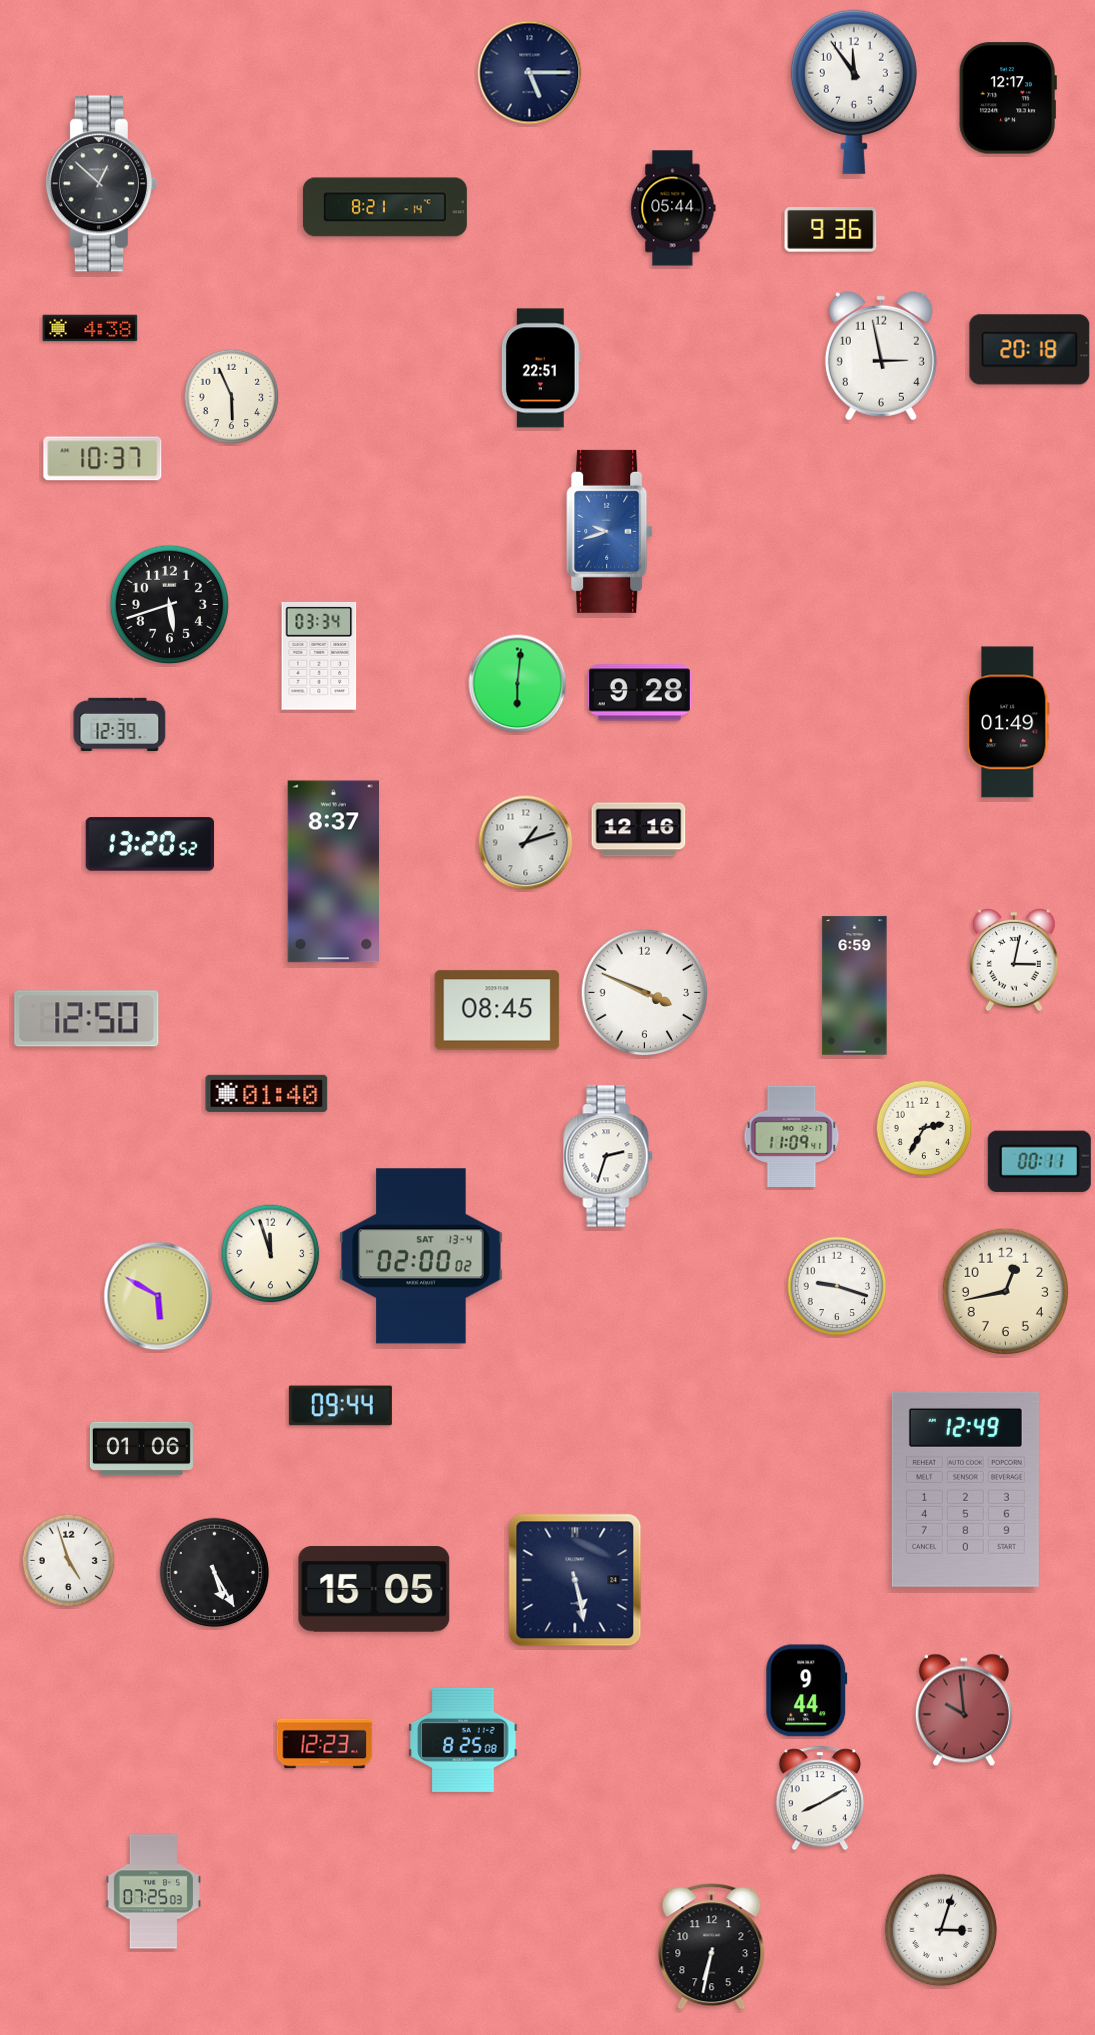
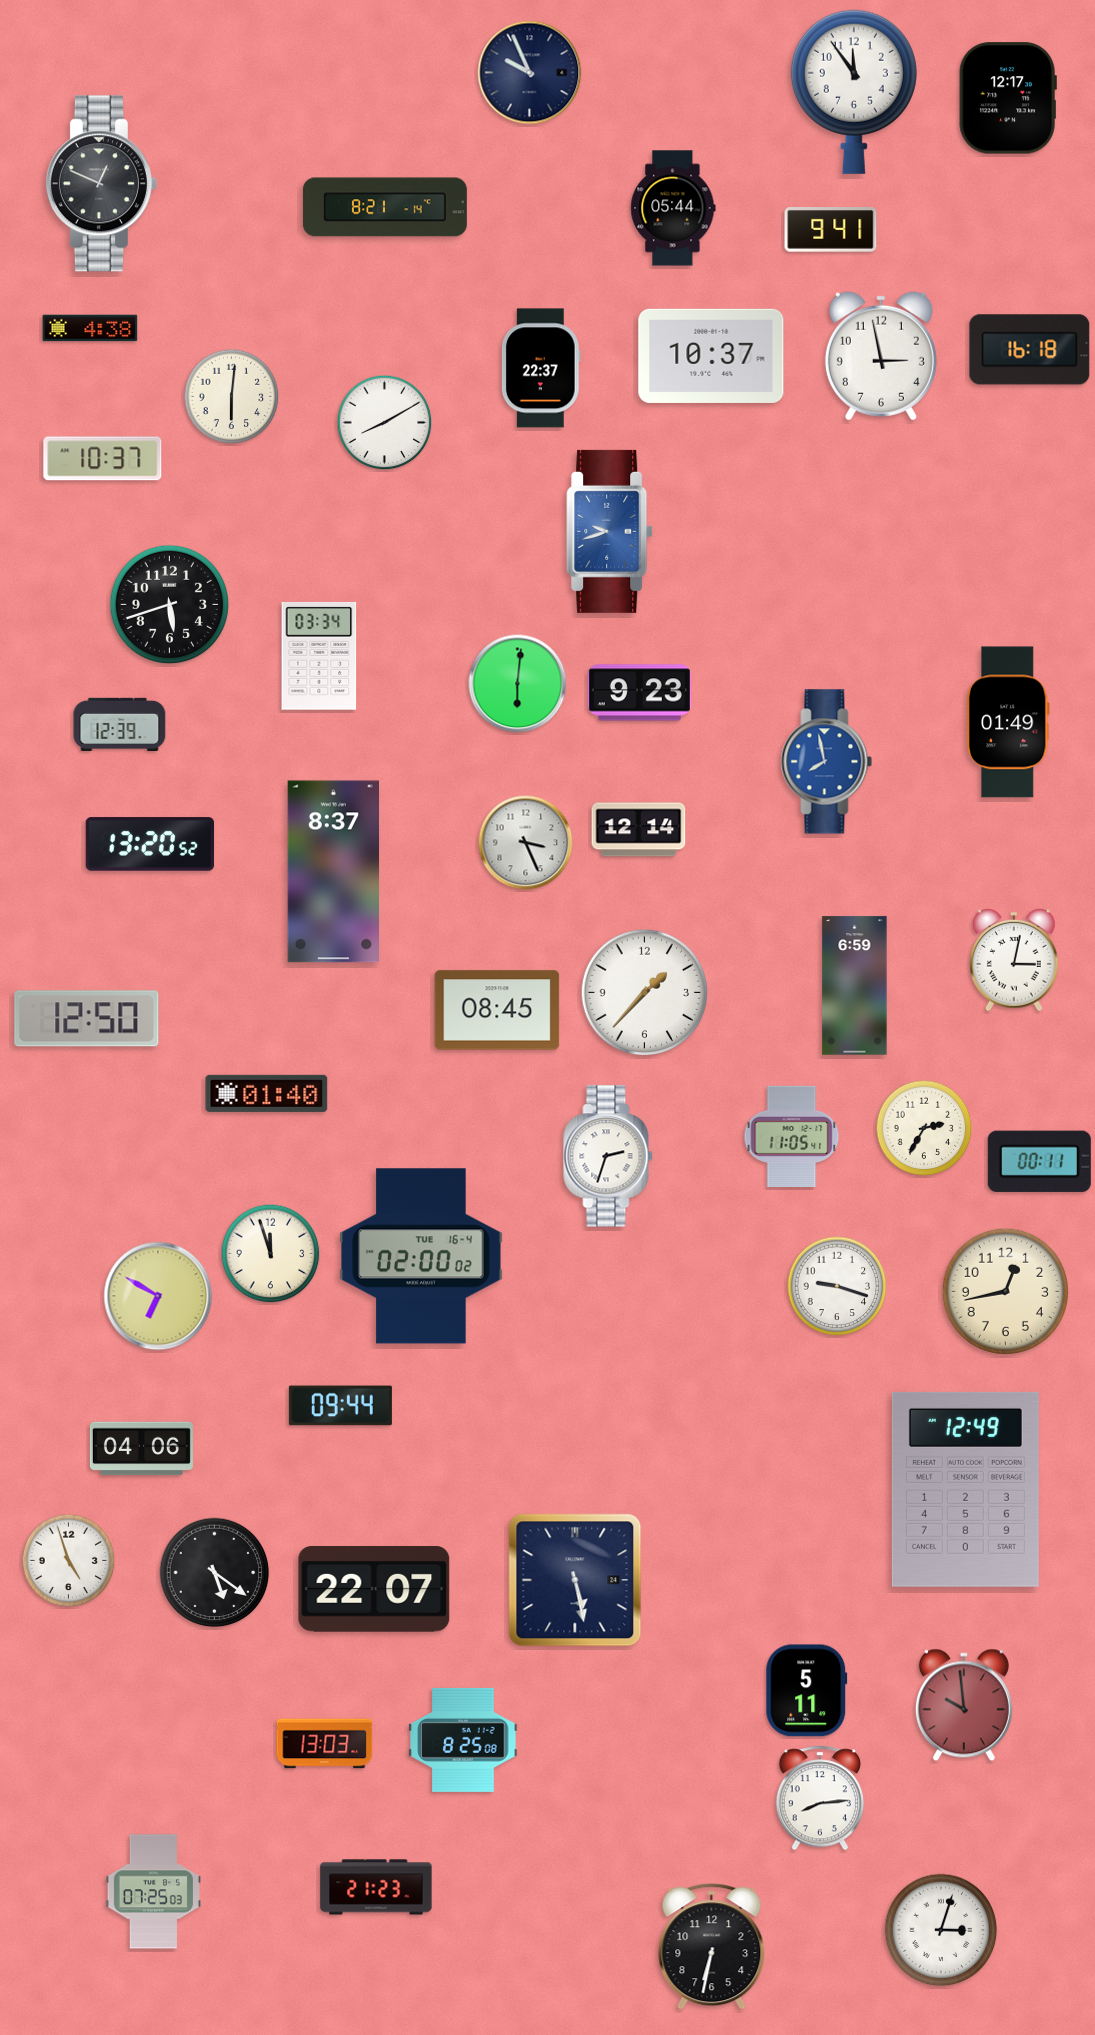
clock at (530, 73): 5:15 -> 9:56
clock at (101, 184): 12:52 -> 12:49
clock at (831, 230): 9:36 -> 9:41
clock at (1030, 350): 20:18 -> 16:18
clock at (711, 356): none -> 10:37
clock at (541, 368): 22:51 -> 22:37
clock at (232, 397): 5:56 -> 6:01
clock at (385, 423): none -> 8:10
clock at (639, 693): 9:28 -> 9:23
clock at (827, 762): none -> 7:58
clock at (639, 830): 12:16 -> 12:14
clock at (526, 843): 1:12 -> 3:26
clock at (644, 992): 3:49 -> 1:37
clock at (792, 1136): 11:09 -> 11:05
clock at (421, 1256) date: SAT 13-4 -> TUE 16-4
clock at (158, 1296): 5:50 -> 6:50
clock at (141, 1449): 01:06 -> 04:06
clock at (215, 1573): 5:25 -> 5:21
clock at (374, 1589): 15:05 -> 22:07
clock at (807, 1691): 9:44 -> 5:11
clock at (964, 1710) position: (964, 1710) -> (964, 1705)
clock at (325, 1744): 12:23 -> 13:03
clock at (819, 1798): 8:10 -> 8:14
clock at (376, 1887): none -> 21:23
